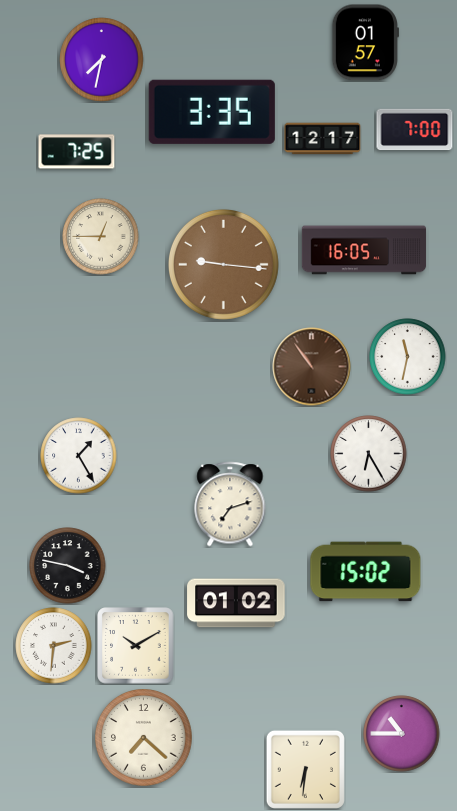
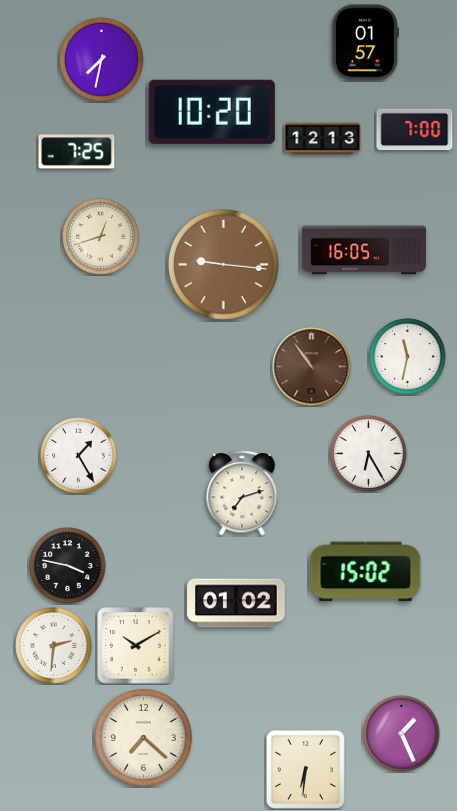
clock at (212, 112): 3:35 -> 10:20
clock at (323, 139): 12:17 -> 12:13
clock at (101, 237): 12:45 -> 12:42
clock at (230, 504) position: (230, 504) -> (242, 493)
clock at (402, 734): 10:45 -> 1:26
